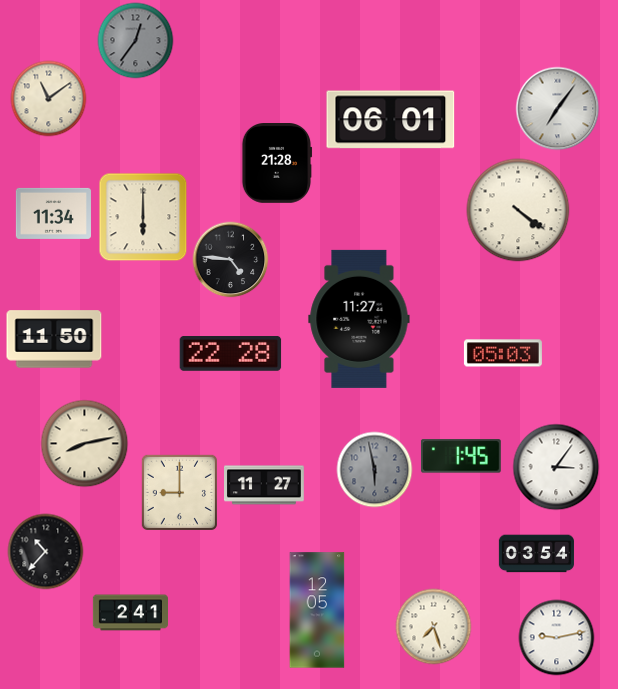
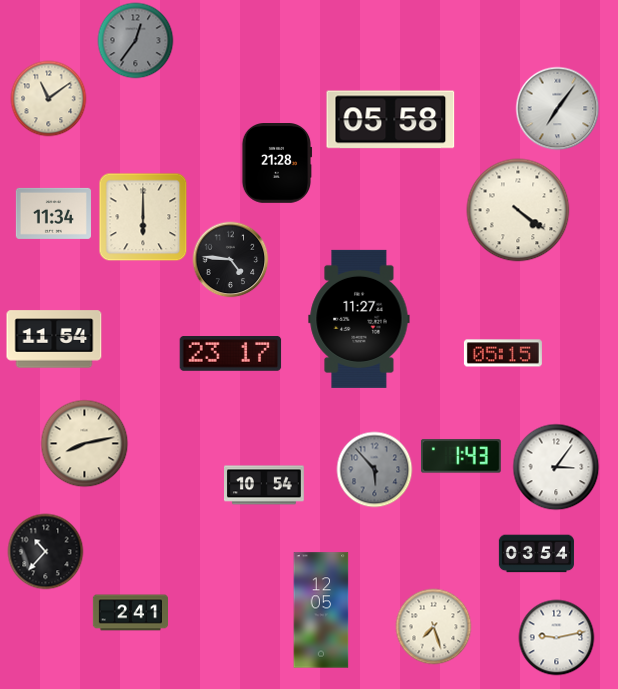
clock at (391, 120): 06:01 -> 05:58
clock at (54, 339): 11:50 -> 11:54
clock at (503, 353): 05:03 -> 05:15
clock at (231, 354): 22:28 -> 23:17
clock at (461, 456): 1:45 -> 1:43
clock at (375, 470): 5:58 -> 5:53
clock at (265, 485): 11:27 -> 10:54
clock at (179, 492): 9:00 -> none
clock at (317, 610) position: (317, 610) -> (321, 610)
